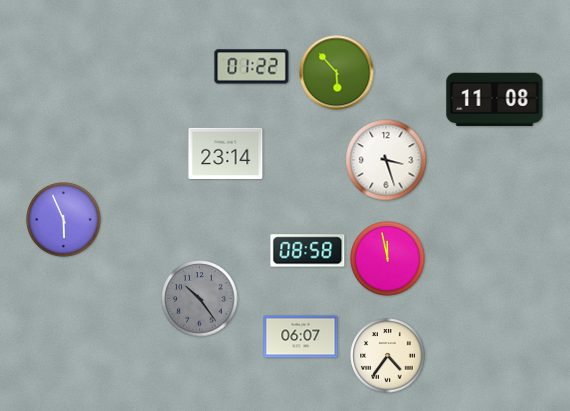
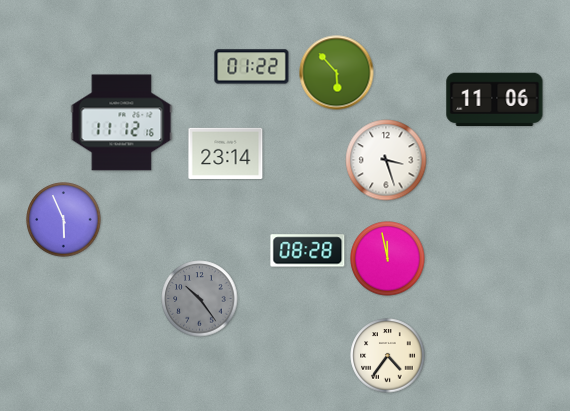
clock at (495, 99): 11:08 -> 11:06
clock at (122, 123): none -> 11:12
clock at (308, 251): 08:58 -> 08:28
clock at (301, 337): 06:07 -> none
